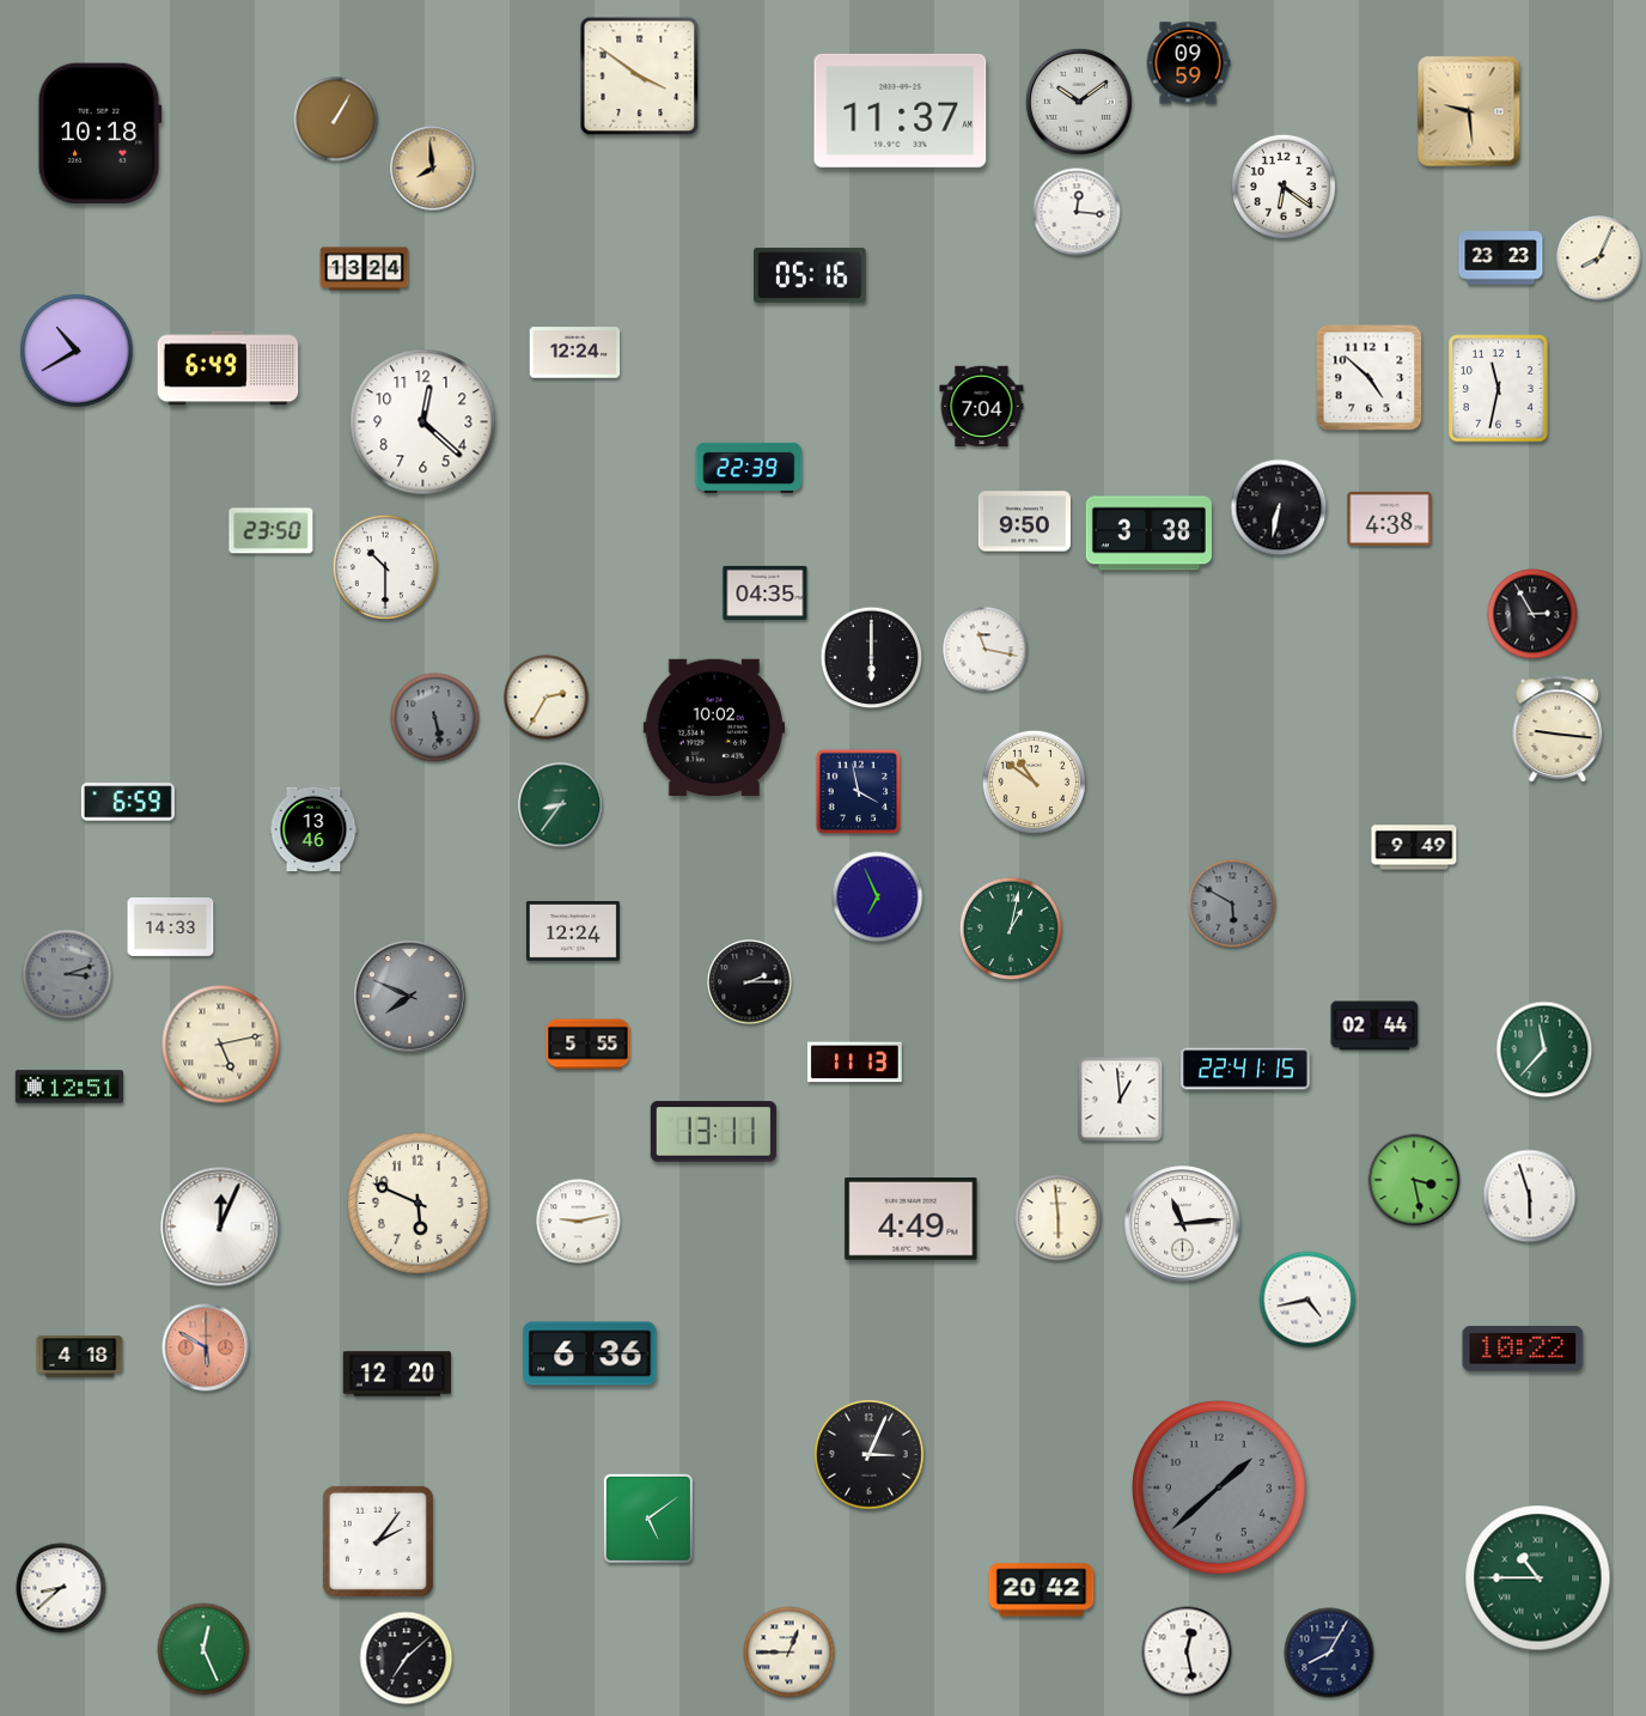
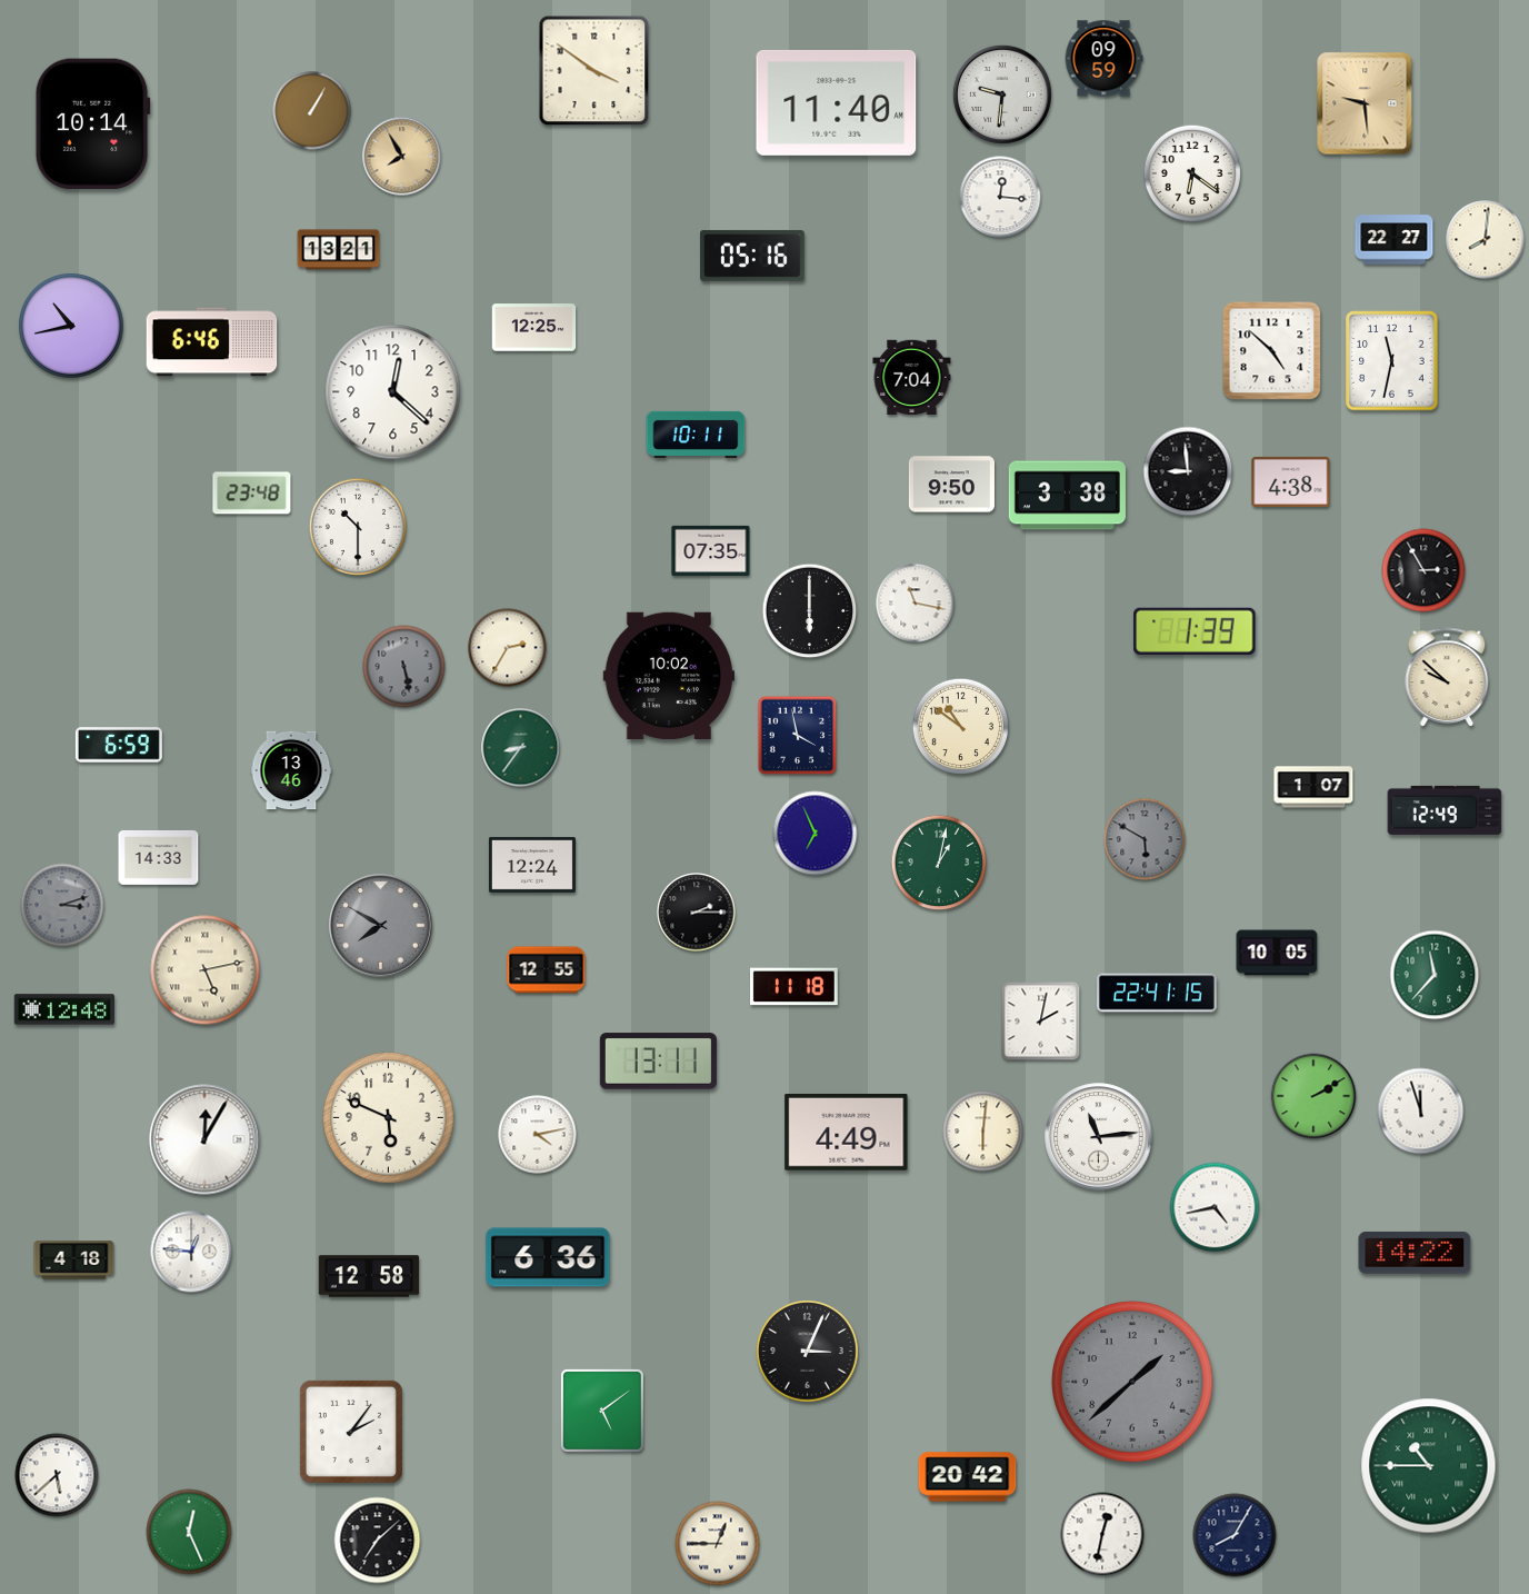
clock at (1079, 102): 10:09 -> 9:31
clock at (901, 110): 11:37 -> 11:40
clock at (99, 134): 10:18 -> 10:14
clock at (433, 169): 7:59 -> 7:55
clock at (1501, 258): 23:23 -> 22:27
clock at (1599, 258): 8:04 -> 8:01
clock at (365, 269): 13:24 -> 13:21
clock at (77, 351): 10:40 -> 10:43
clock at (575, 353): 12:24 -> 12:25
clock at (228, 369): 6:49 -> 6:46
clock at (749, 468): 22:39 -> 10:11
clock at (1279, 507): 6:32 -> 8:59
clock at (272, 531): 23:50 -> 23:48
clock at (766, 592): 04:35 -> 07:35
clock at (1195, 631): none -> 1:39
clock at (713, 728) position: (713, 728) -> (668, 676)
clock at (1557, 730): 9:16 -> 9:52
clock at (1414, 847): 9:49 -> 1:07
clock at (1445, 810): none -> 12:49
clock at (171, 926) position: (171, 926) -> (159, 857)
clock at (410, 997): 7:49 -> 7:50
clock at (1374, 1026): 02:44 -> 10:05
clock at (589, 1045): 5:55 -> 12:55
clock at (854, 1063): 11:13 -> 11:18
clock at (69, 1087): 12:51 -> 12:48
clock at (1121, 1100): 12:59 -> 2:02
clock at (713, 1132) position: (713, 1132) -> (658, 1062)
clock at (1414, 1180): 3:28 -> 2:10
clock at (1530, 1197): 5:57 -> 11:57
clock at (1059, 1218): 5:59 -> 6:01
clock at (579, 1222): 9:13 -> 4:13
clock at (220, 1227): 12:04 -> 12:05
clock at (206, 1347): 5:50 -> 12:46
clock at (206, 1347) dial: salmon -> white
clock at (1523, 1349): 10:22 -> 14:22
clock at (397, 1374): 12:20 -> 12:58
clock at (61, 1588): 8:38 -> 5:38
clock at (1187, 1651): 12:28 -> 12:32
clock at (790, 1653) position: (790, 1653) -> (718, 1544)
